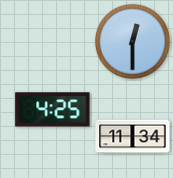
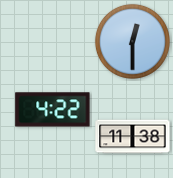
clock at (53, 110): 4:25 -> 4:22
clock at (133, 137): 11:34 -> 11:38
